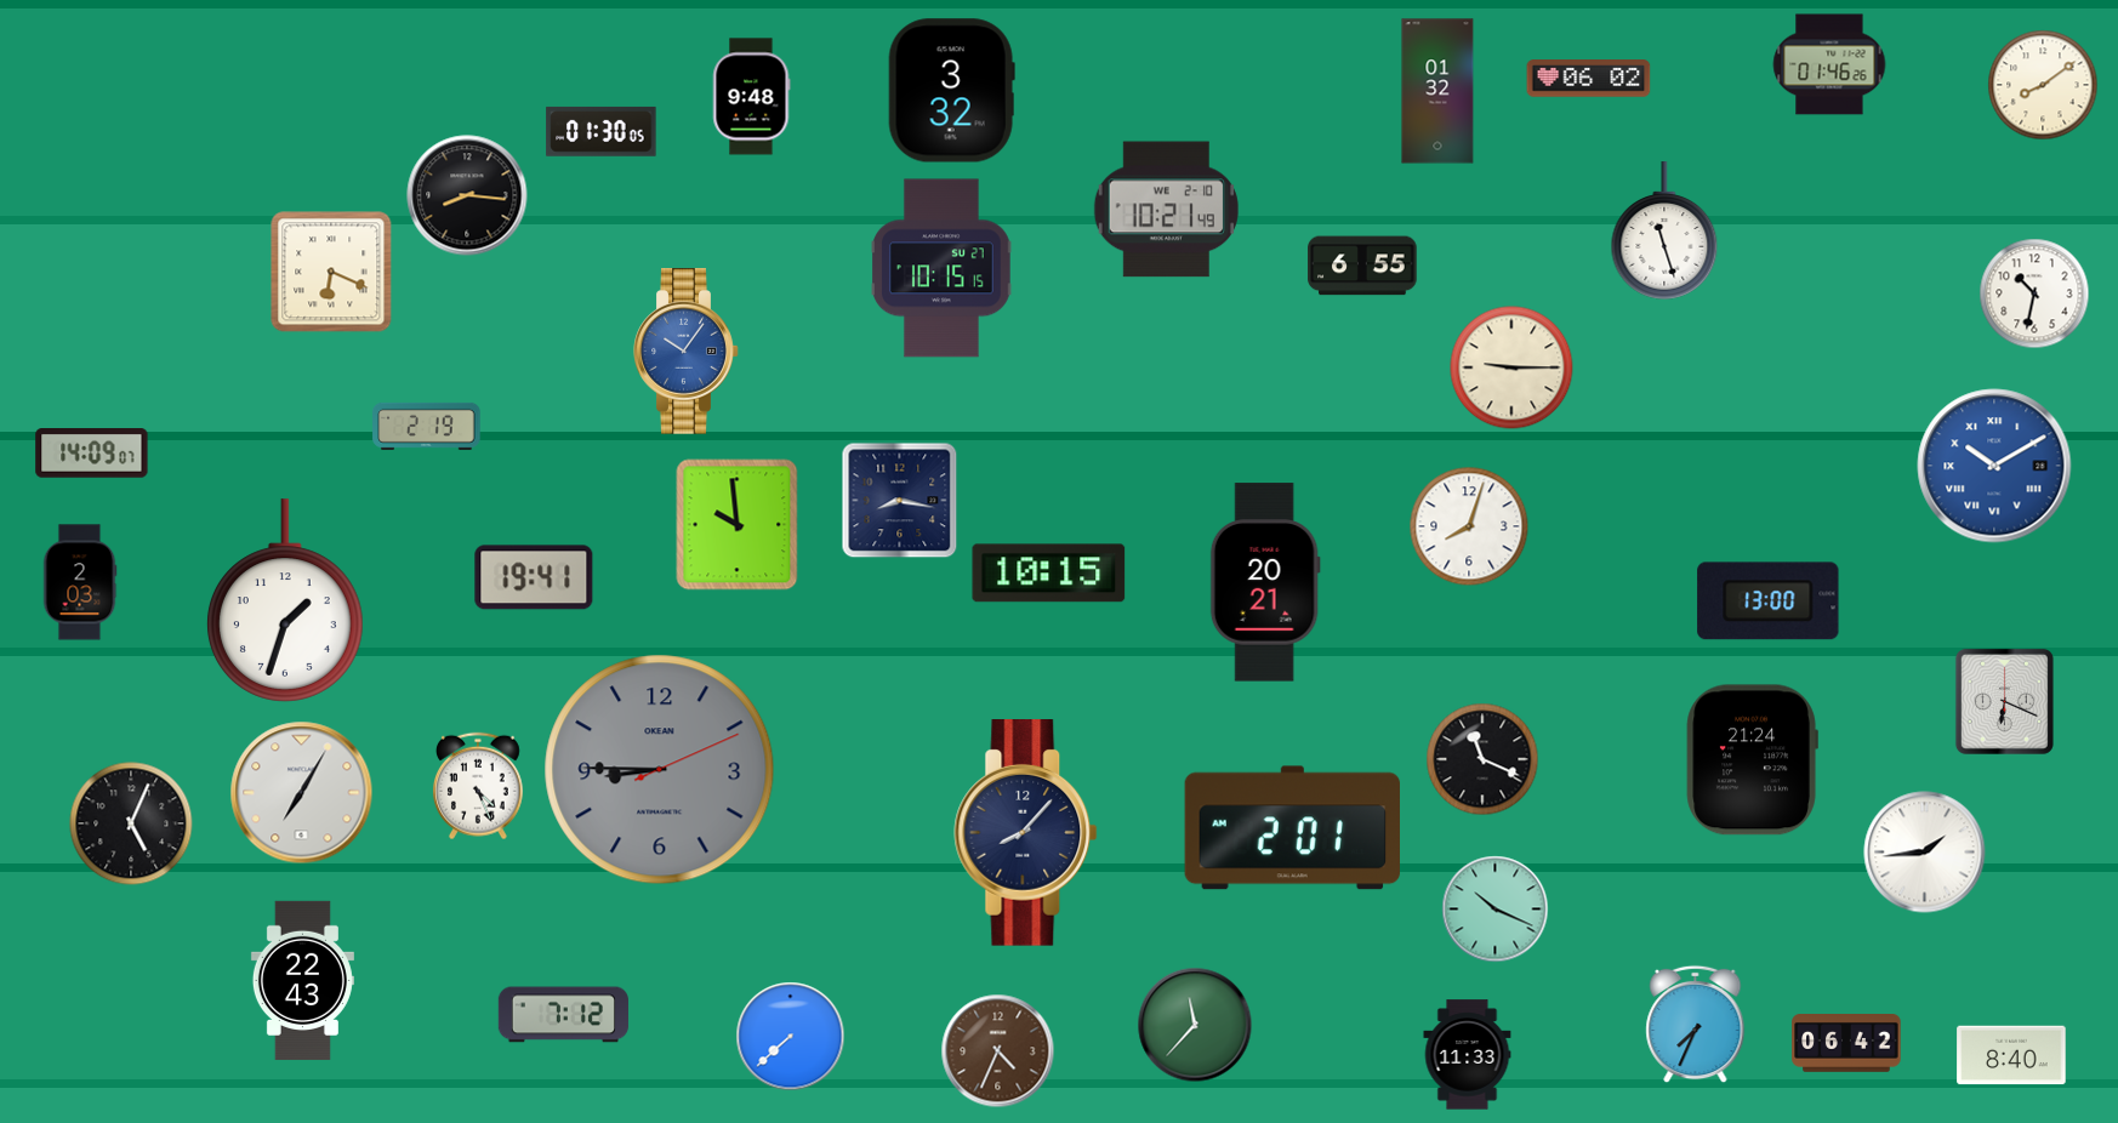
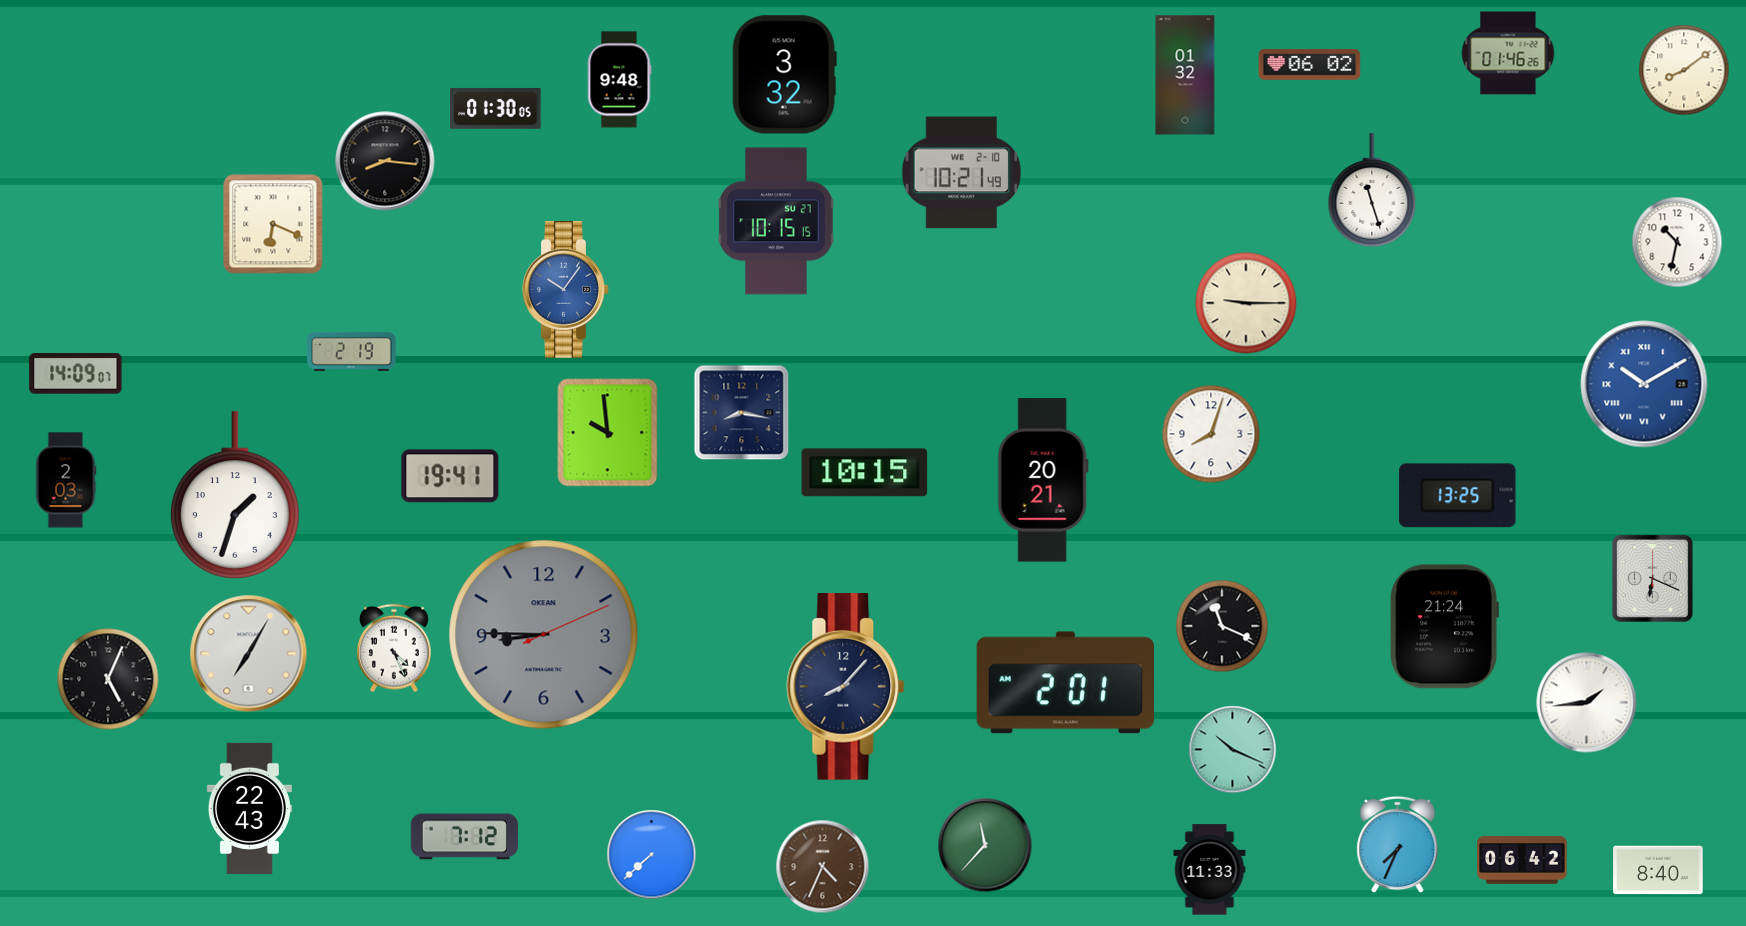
clock at (1362, 266): 6:55 -> none
clock at (534, 577) position: (534, 577) -> (450, 476)
clock at (1769, 602): 13:00 -> 13:25
